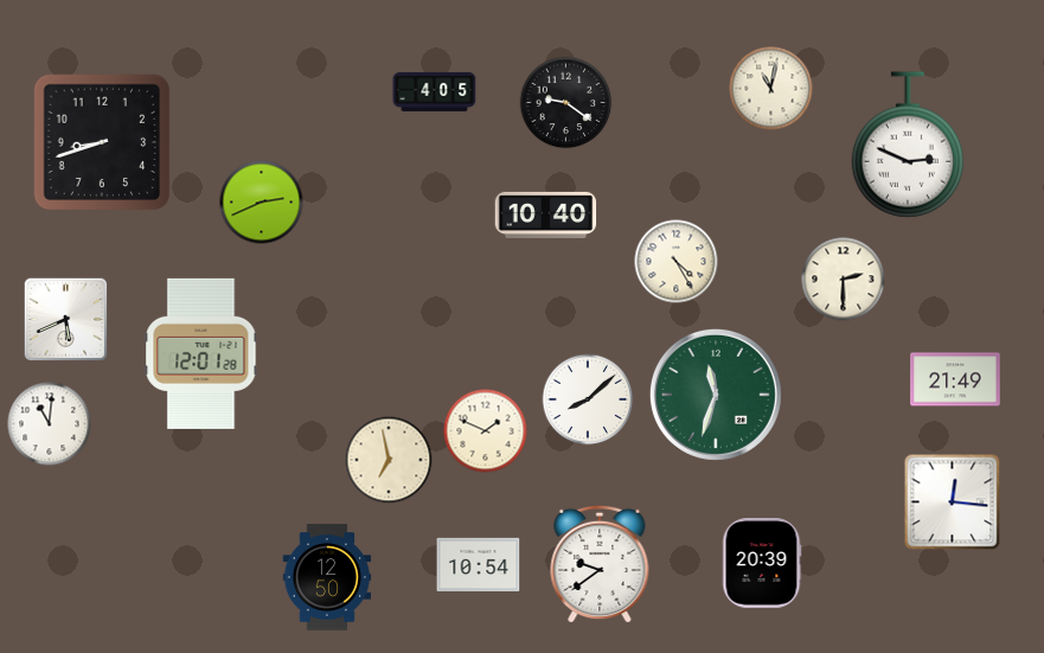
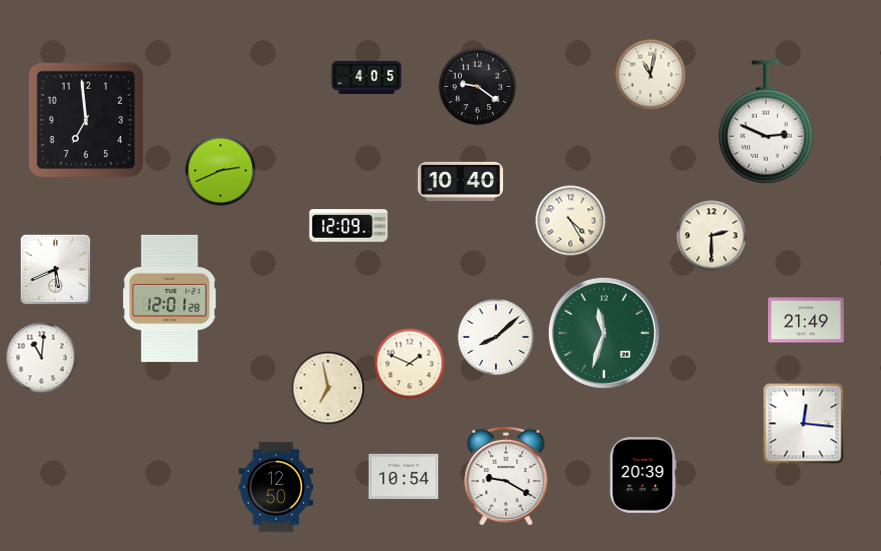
clock at (102, 142): 8:42 -> 6:59
clock at (349, 226): none -> 12:09
clock at (600, 564): 9:39 -> 9:20
